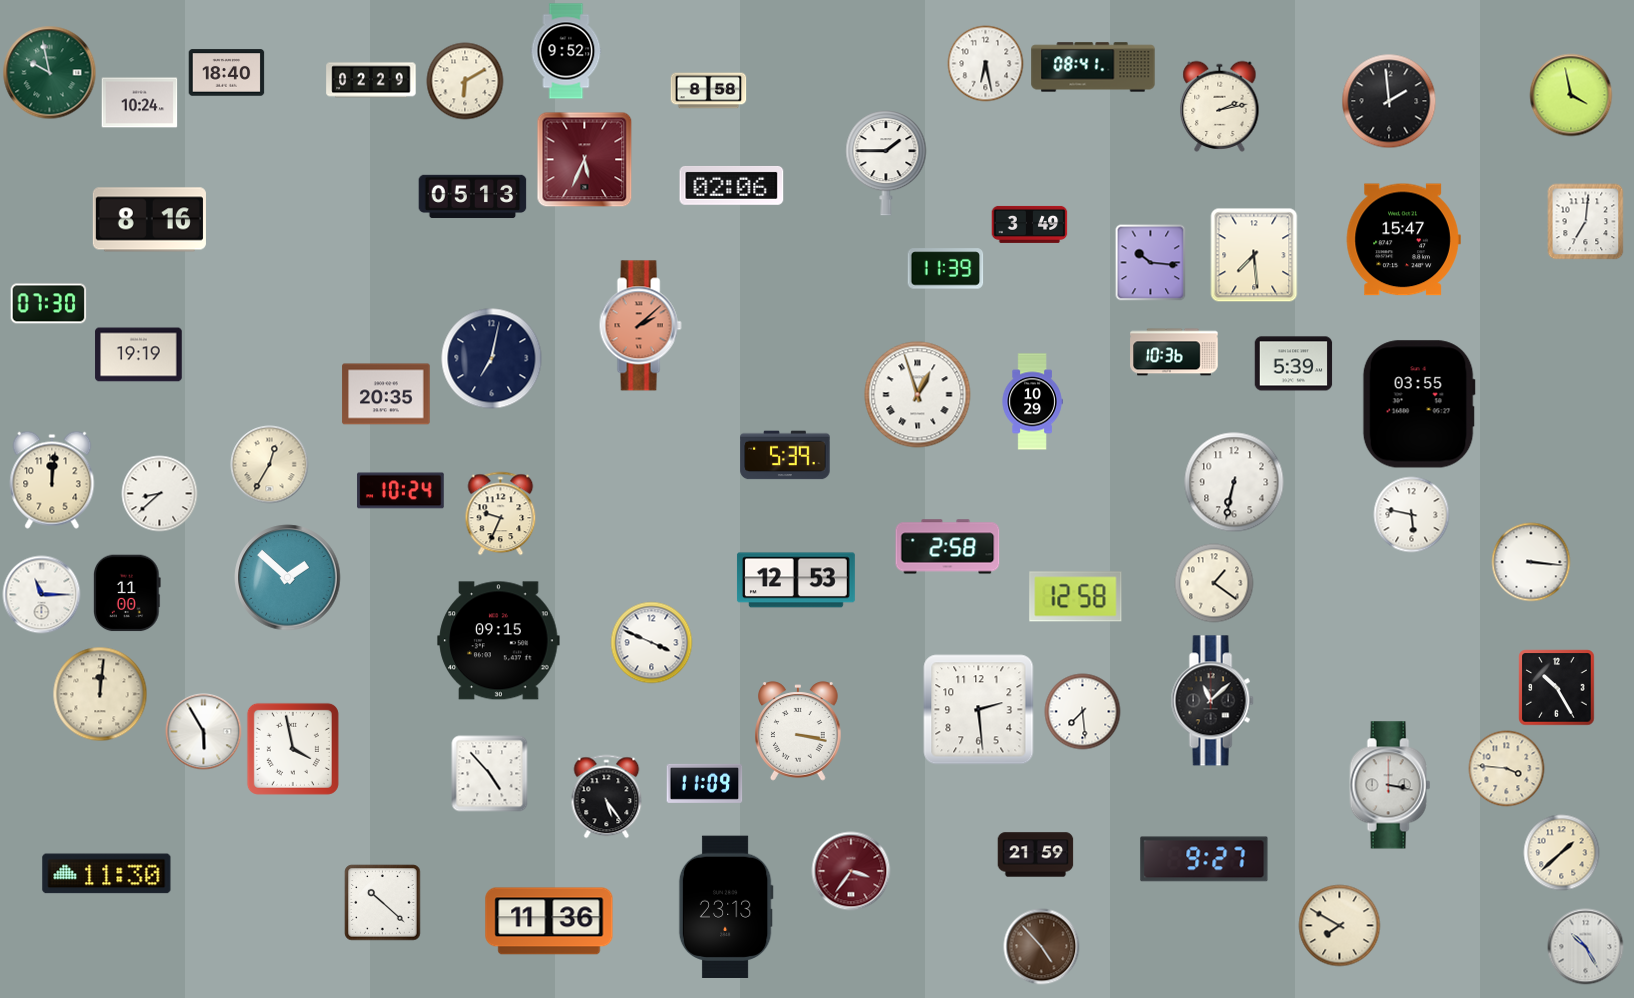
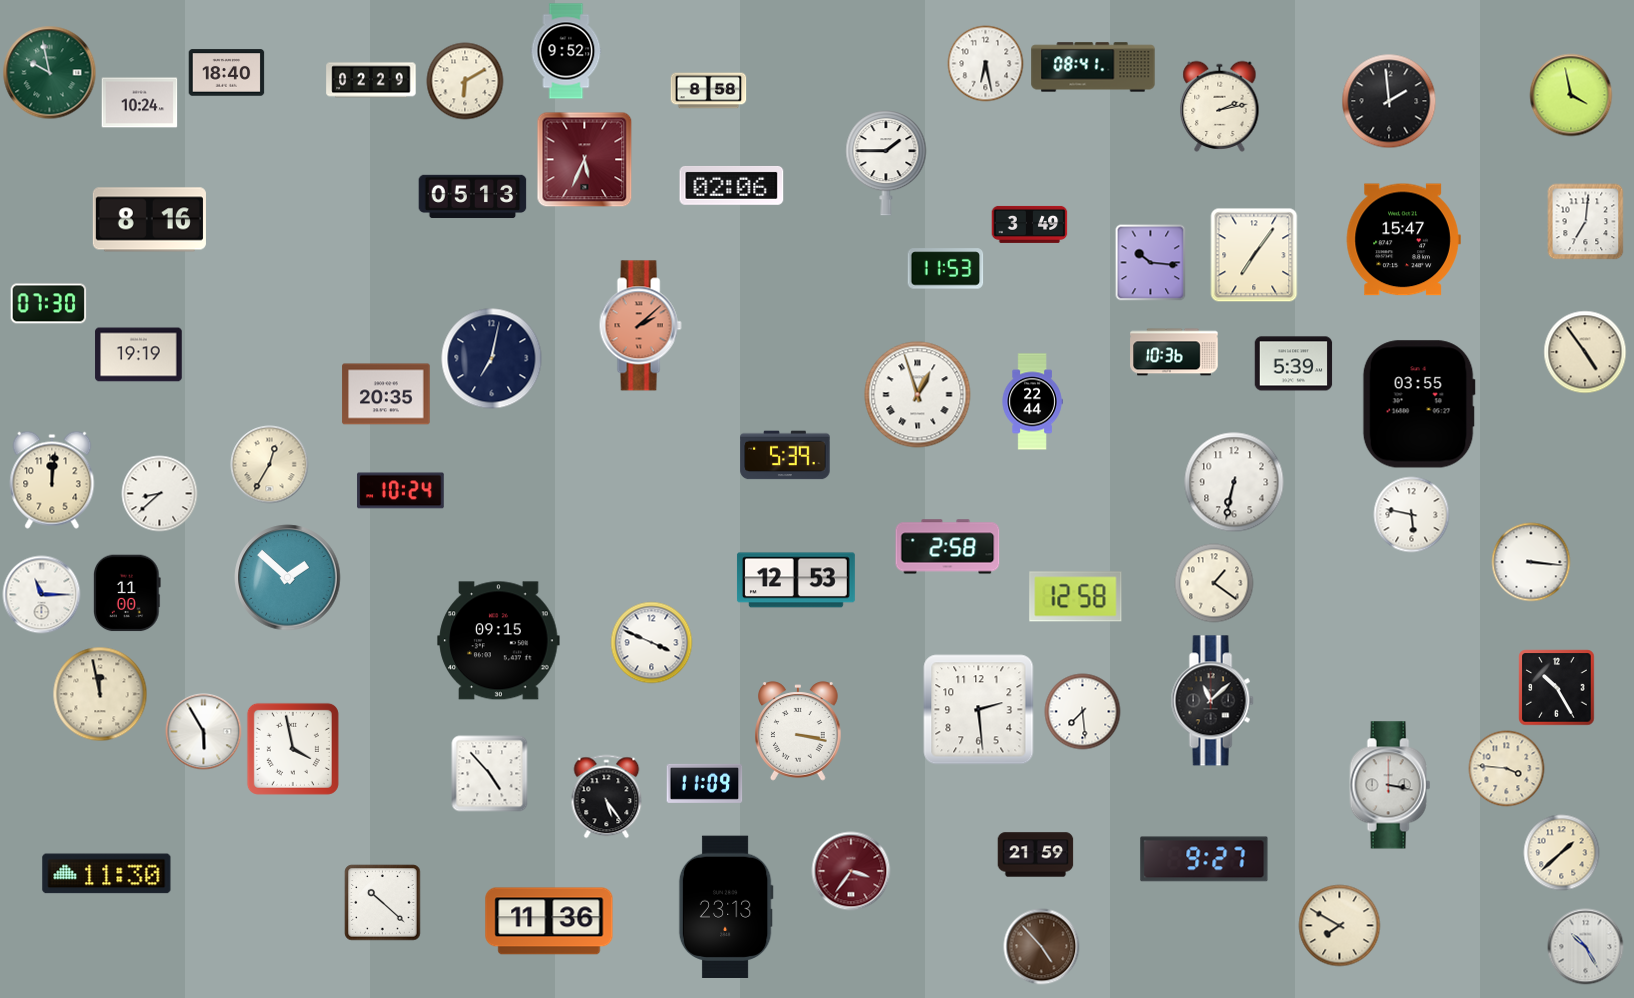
clock at (1254, 255): 7:29 -> 7:06
clock at (946, 269): 11:39 -> 11:53
clock at (1585, 352): none -> 4:54
clock at (1032, 402): 10:29 -> 22:44
clock at (501, 514): 9:34 -> none
clock at (100, 694): 12:01 -> 11:58
